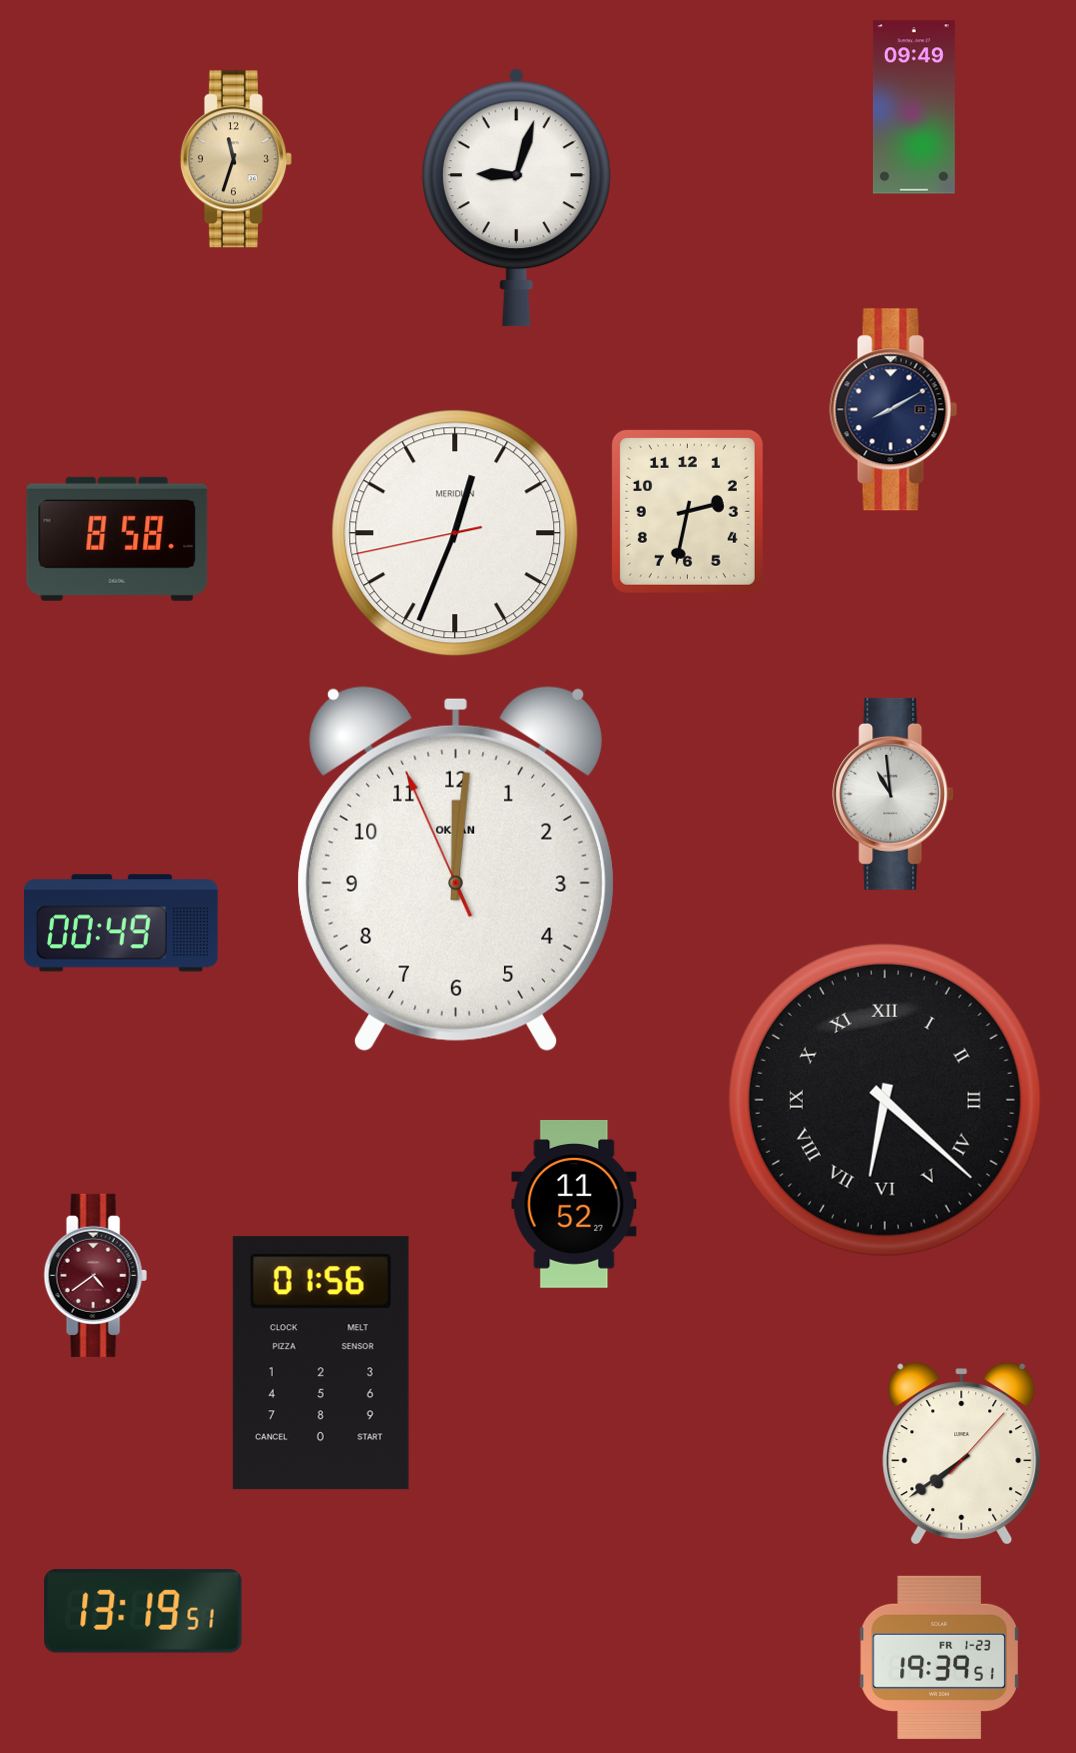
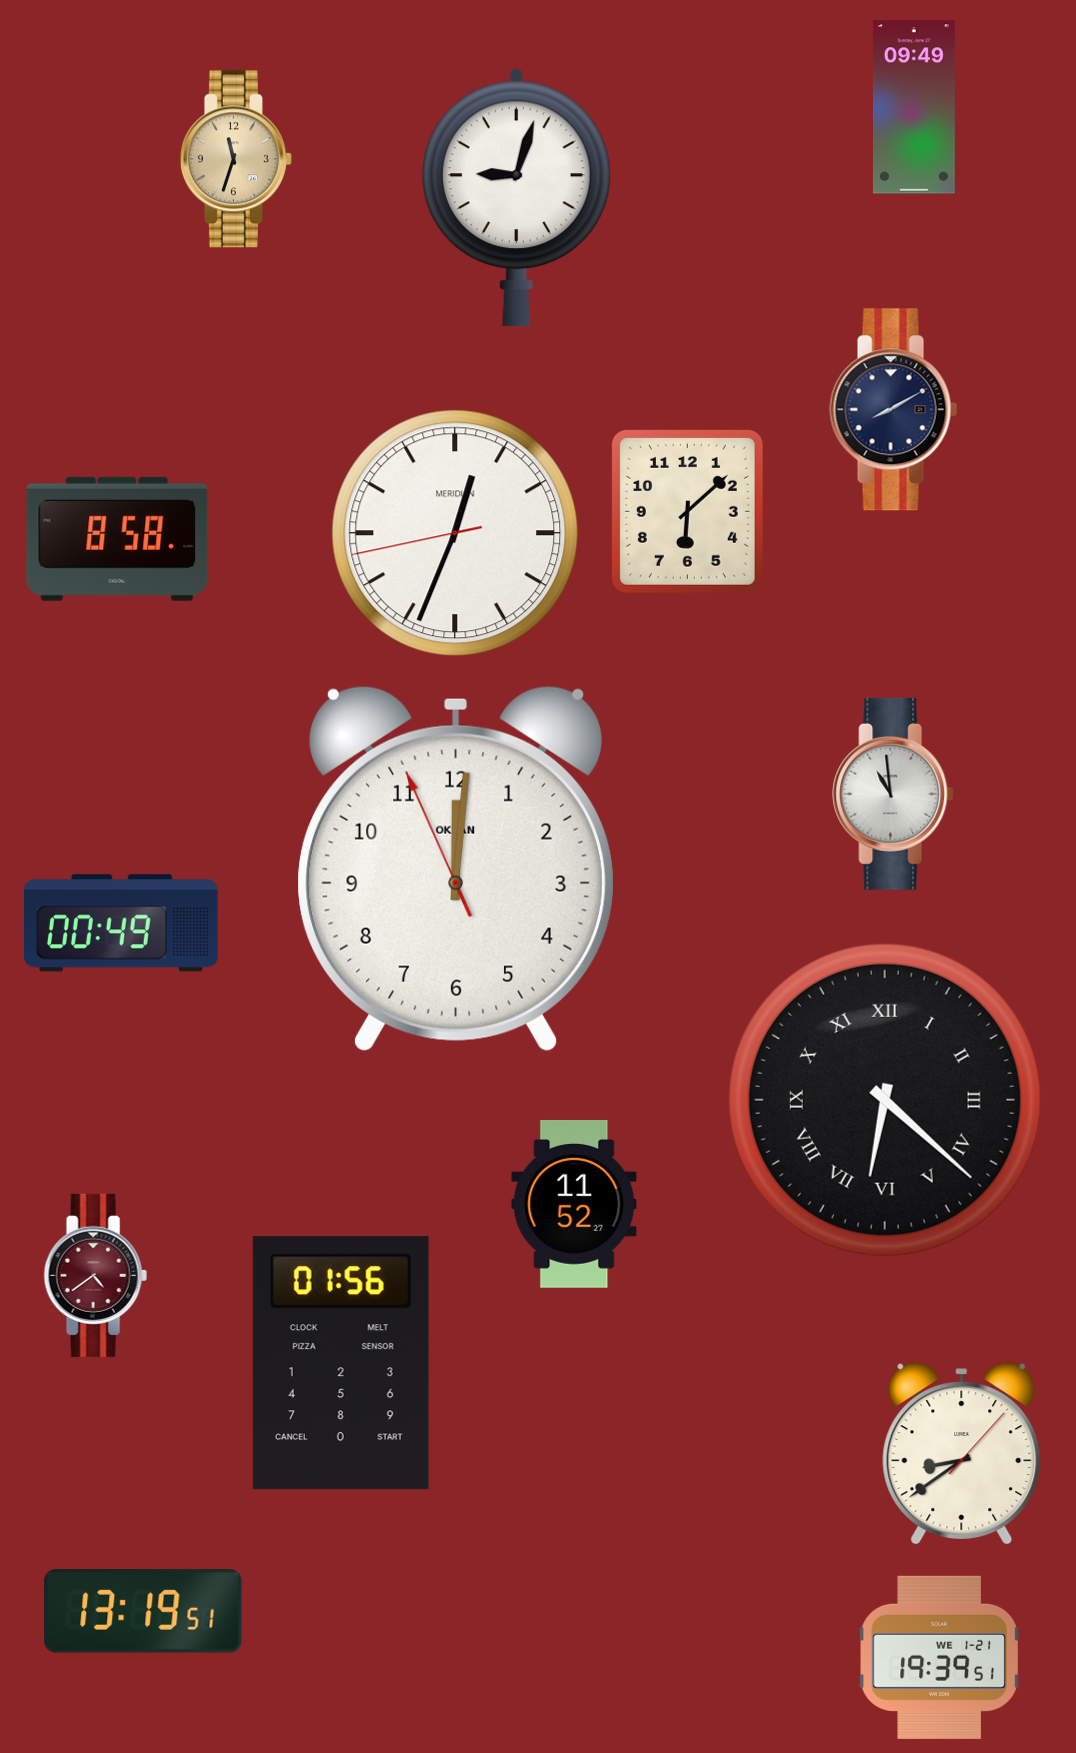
clock at (687, 511): 2:32 -> 6:08
clock at (321, 1363) position: (321, 1363) -> (341, 1363)
clock at (962, 1453): 7:39 -> 8:39
clock at (939, 1657) date: FR 1-23 -> WE 1-21
